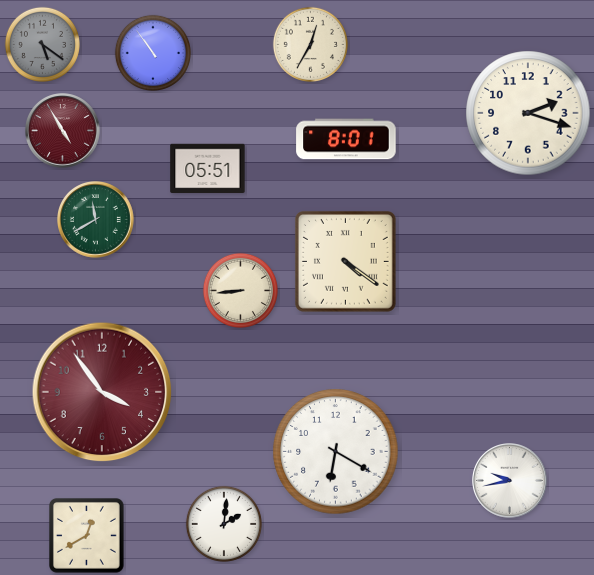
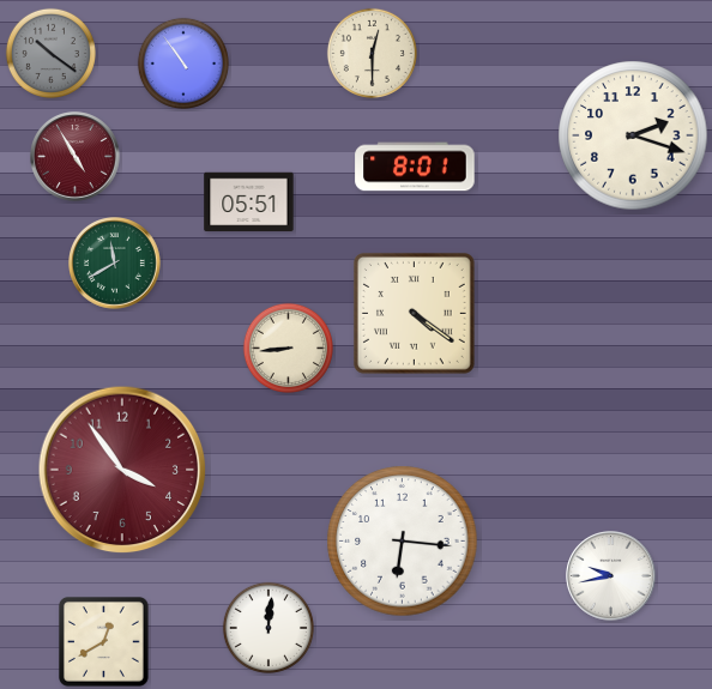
clock at (42, 44): 5:21 -> 10:21
clock at (310, 44): 12:35 -> 12:30
clock at (336, 452): 6:20 -> 6:16
clock at (224, 524): 2:01 -> 12:01
